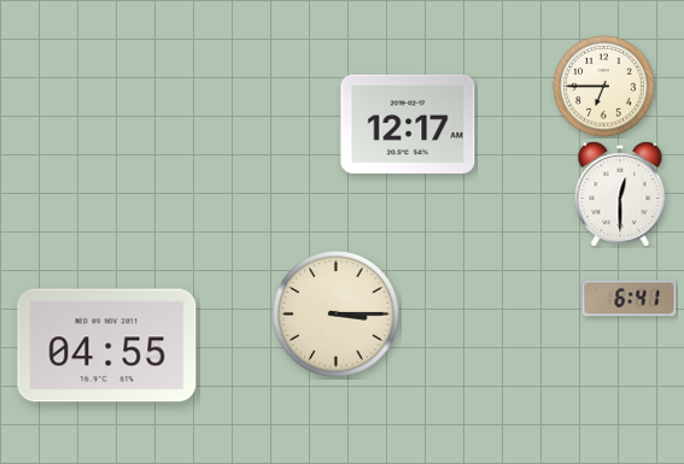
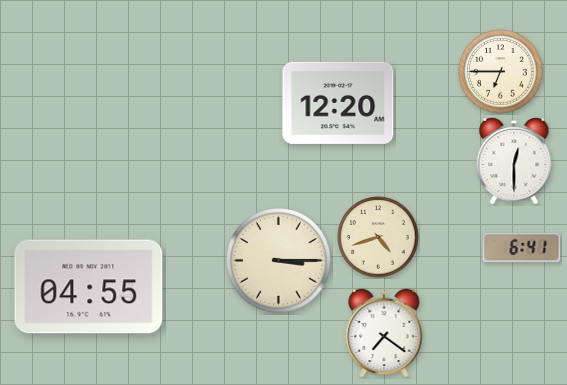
clock at (408, 124): 12:17 -> 12:20
clock at (378, 237): none -> 4:42
clock at (384, 333): none -> 7:21
